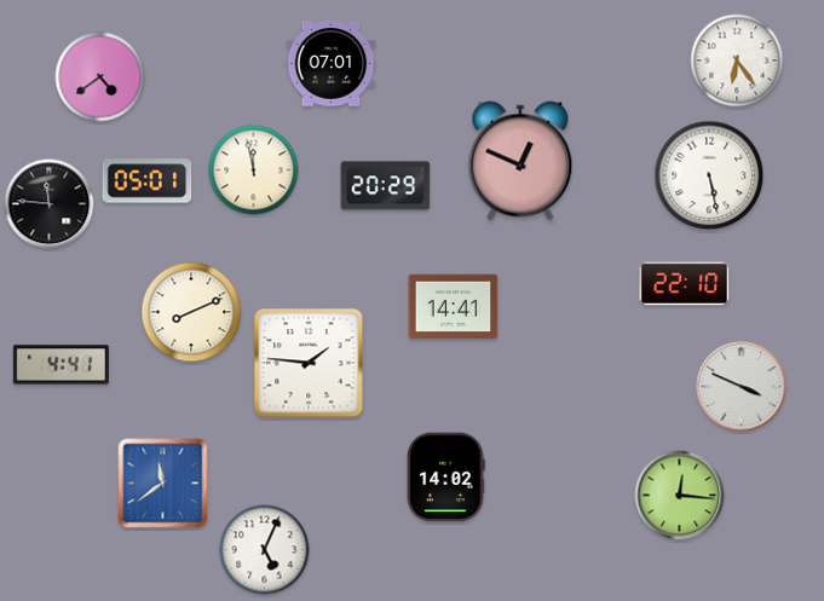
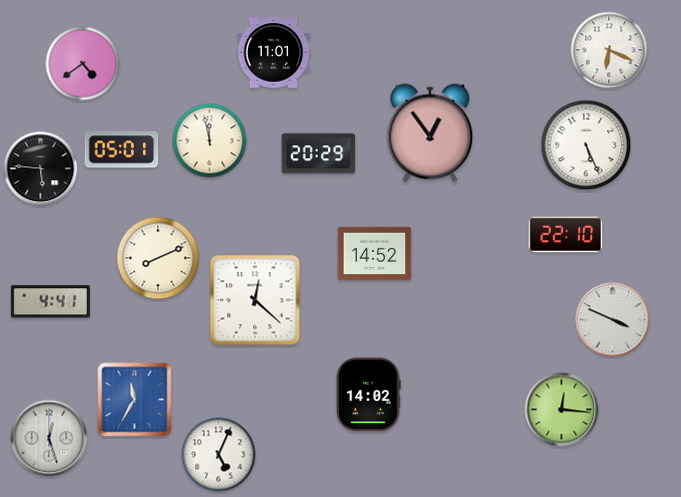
clock at (737, 60): 6:24 -> 6:19
clock at (332, 64): 07:01 -> 11:01
clock at (520, 161): 12:49 -> 12:54
clock at (709, 175): 5:28 -> 5:26
clock at (50, 204): 11:46 -> 5:46
clock at (454, 307): 14:41 -> 14:52
clock at (309, 363): 1:46 -> 12:22
clock at (163, 484): 11:39 -> 11:35
clock at (49, 438): none -> 12:27
